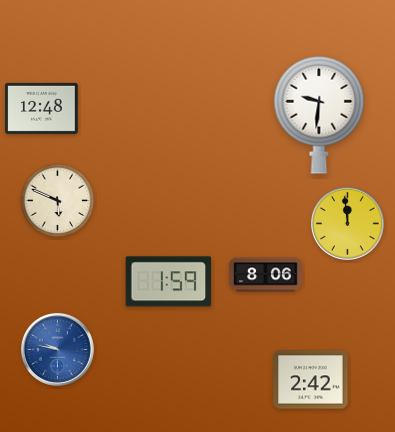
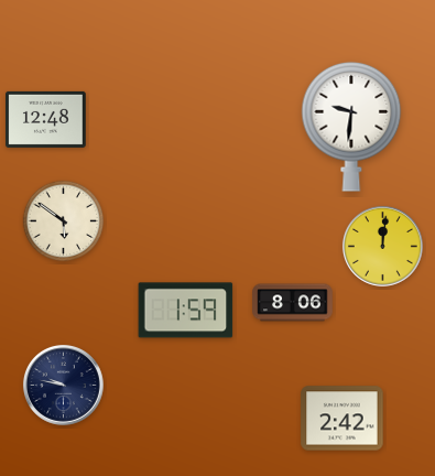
clock at (58, 201): 5:49 -> 5:51
clock at (347, 223): 11:59 -> 12:01
clock at (57, 349) dial: blue -> navy
